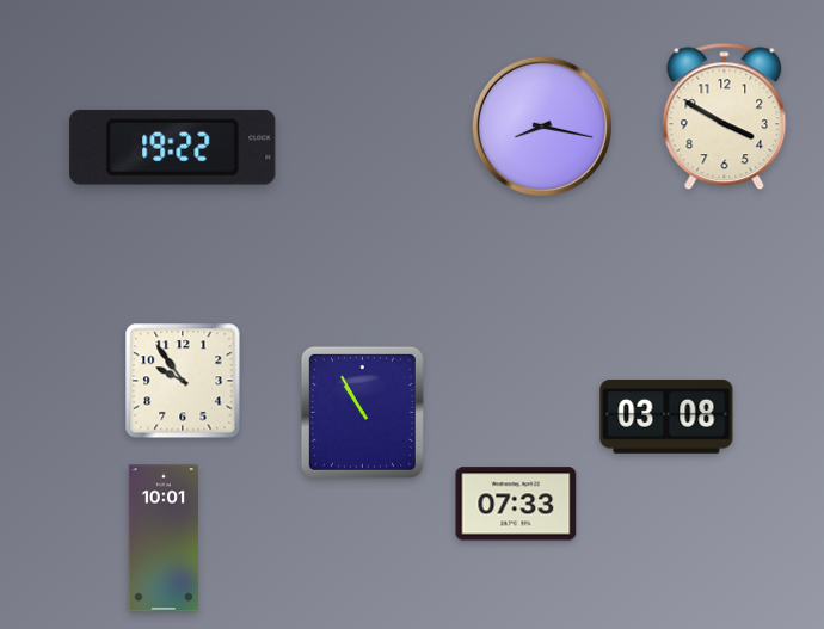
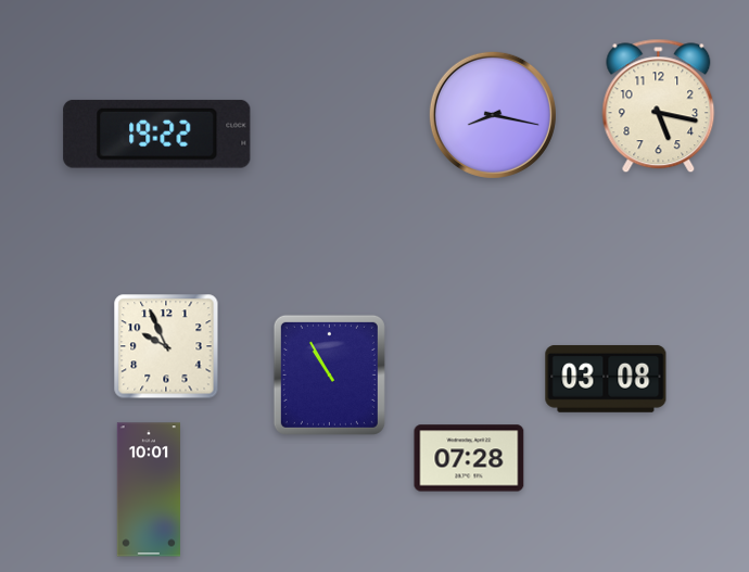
clock at (725, 117): 3:50 -> 5:17
clock at (183, 381): 9:54 -> 9:56
clock at (516, 504): 07:33 -> 07:28
